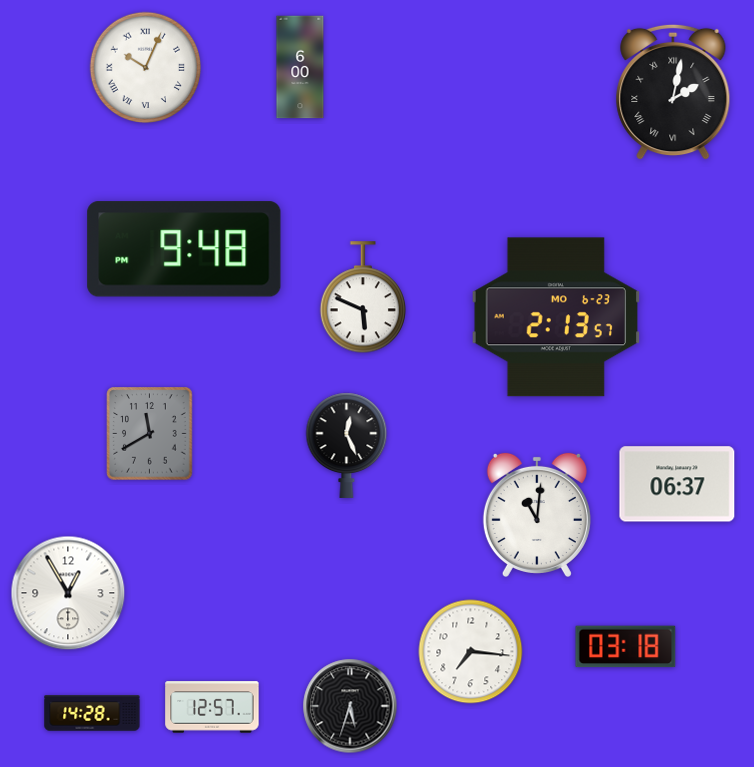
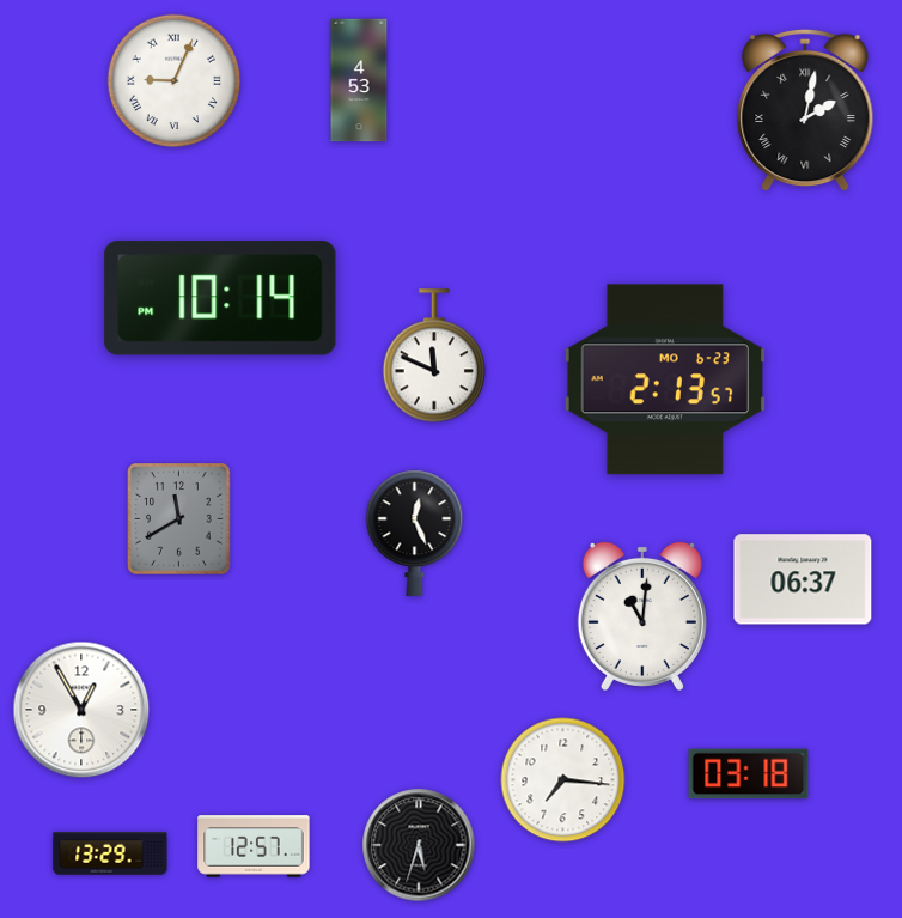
clock at (300, 67): 6:00 -> 4:53
clock at (146, 68): 10:04 -> 9:04
clock at (184, 249): 9:48 -> 10:14
clock at (363, 298): 5:49 -> 11:49
clock at (677, 484) position: (677, 484) -> (803, 579)
clock at (92, 713): 14:28 -> 13:29
